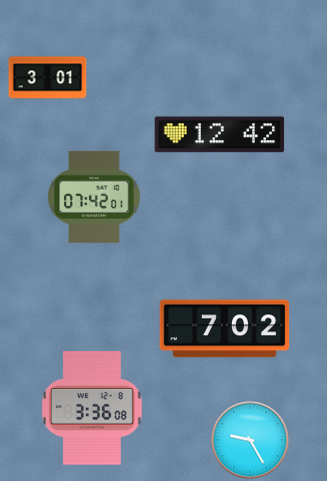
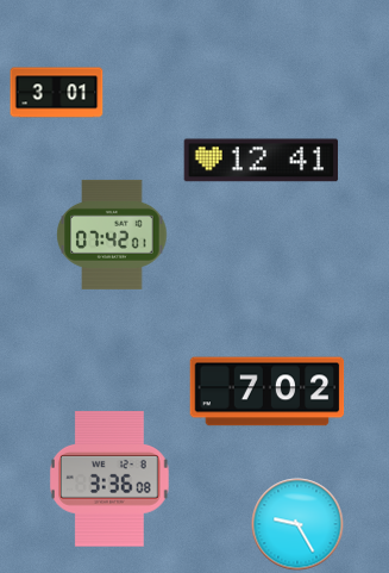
clock at (220, 135): 12:42 -> 12:41
clock at (92, 408) position: (92, 408) -> (109, 479)
